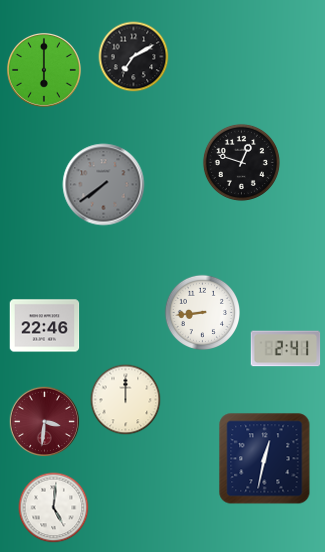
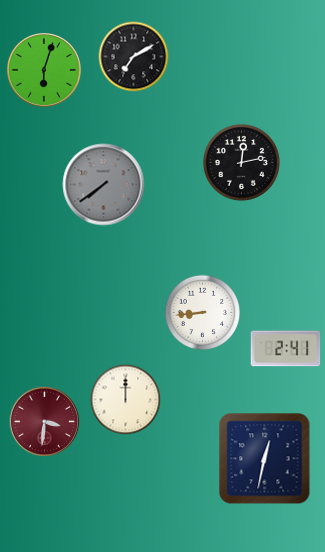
clock at (44, 70): 6:00 -> 6:03
clock at (241, 162): 12:48 -> 12:13
clock at (45, 326): 22:46 -> none
clock at (54, 508): 5:01 -> none
